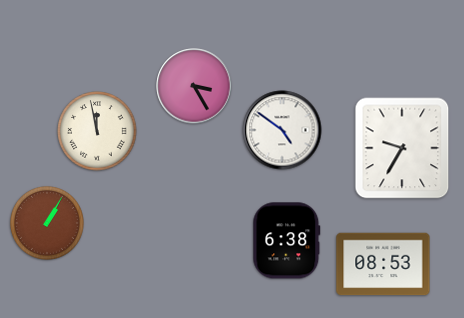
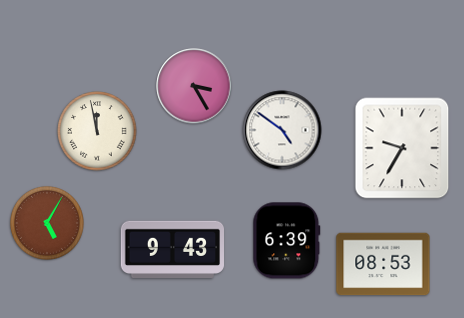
clock at (47, 223): 1:05 -> 5:05
clock at (287, 241): 6:38 -> 6:39
clock at (173, 249): none -> 9:43
